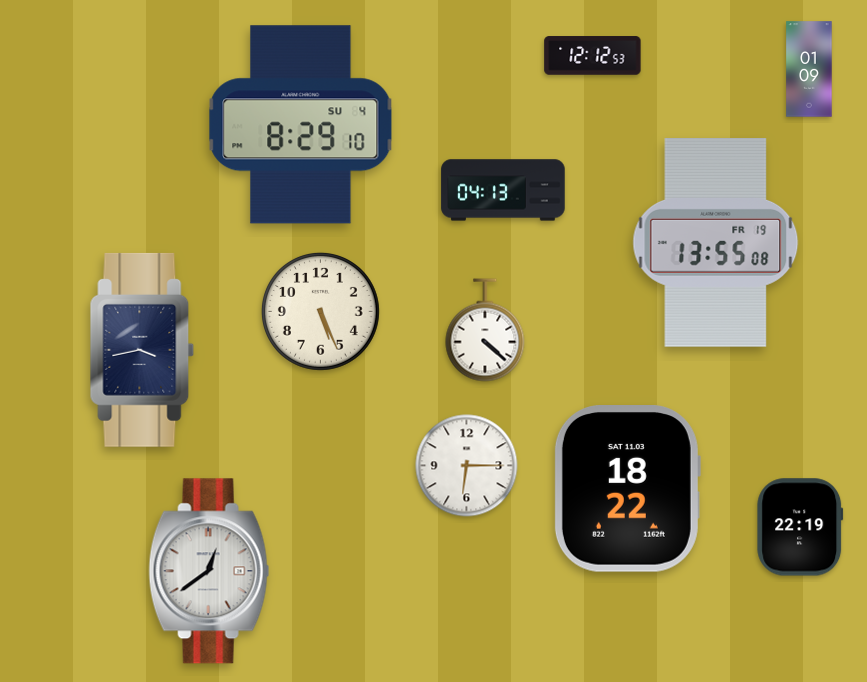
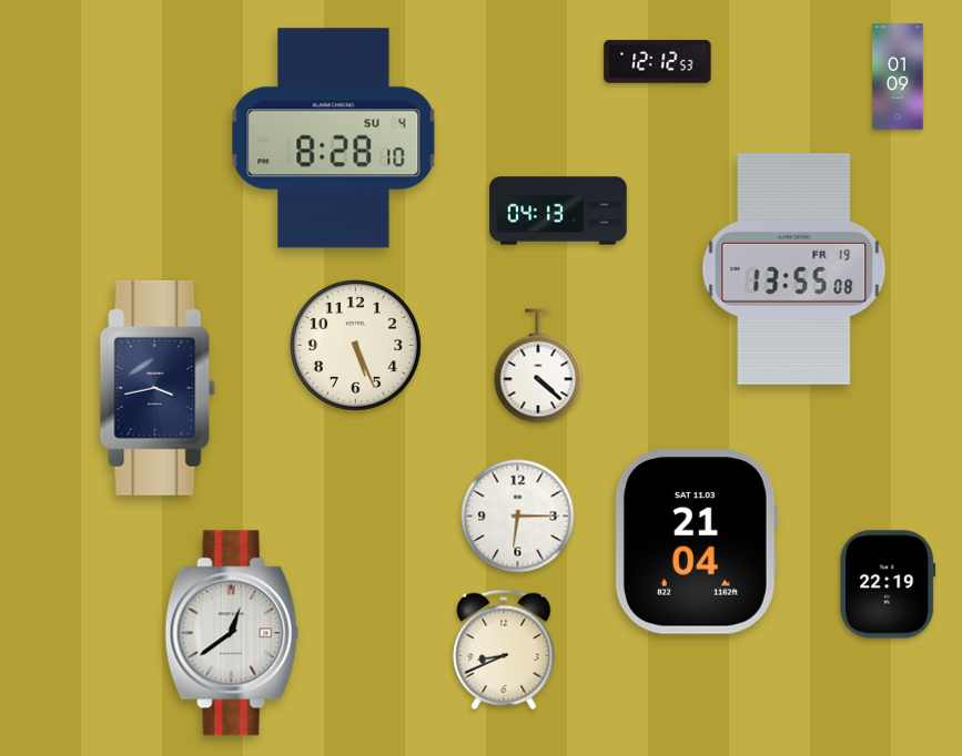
clock at (301, 125): 8:29 -> 8:28
clock at (627, 489): 18:22 -> 21:04
clock at (504, 650): none -> 8:41
